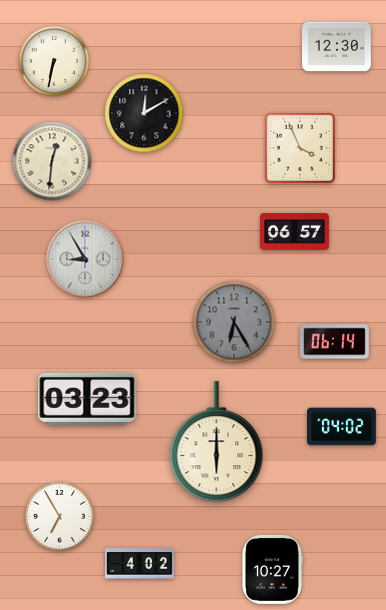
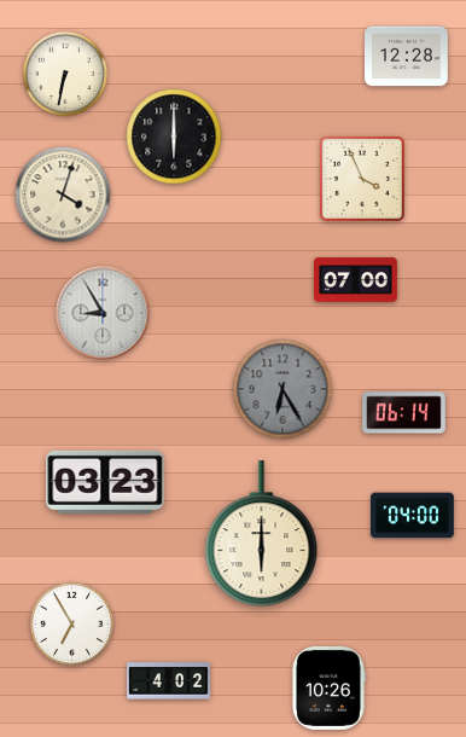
clock at (337, 47): 12:30 -> 12:28
clock at (144, 113): 12:10 -> 6:00
clock at (52, 161): 12:31 -> 4:03
clock at (295, 232): 06:57 -> 07:00
clock at (342, 427): 04:02 -> 04:00
clock at (272, 569): 10:27 -> 10:26
